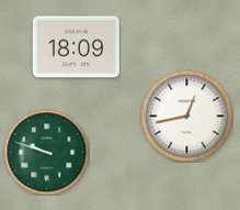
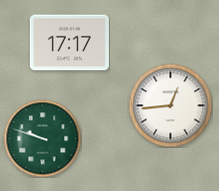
clock at (76, 47): 18:09 -> 17:17
clock at (186, 115): 12:43 -> 12:44
